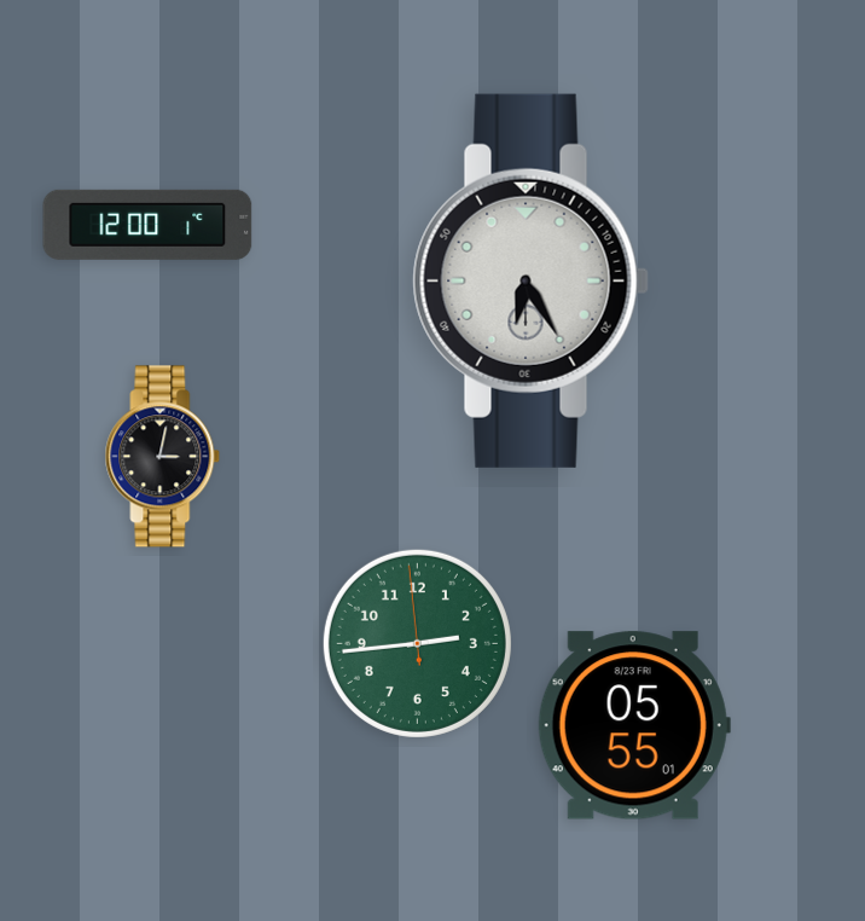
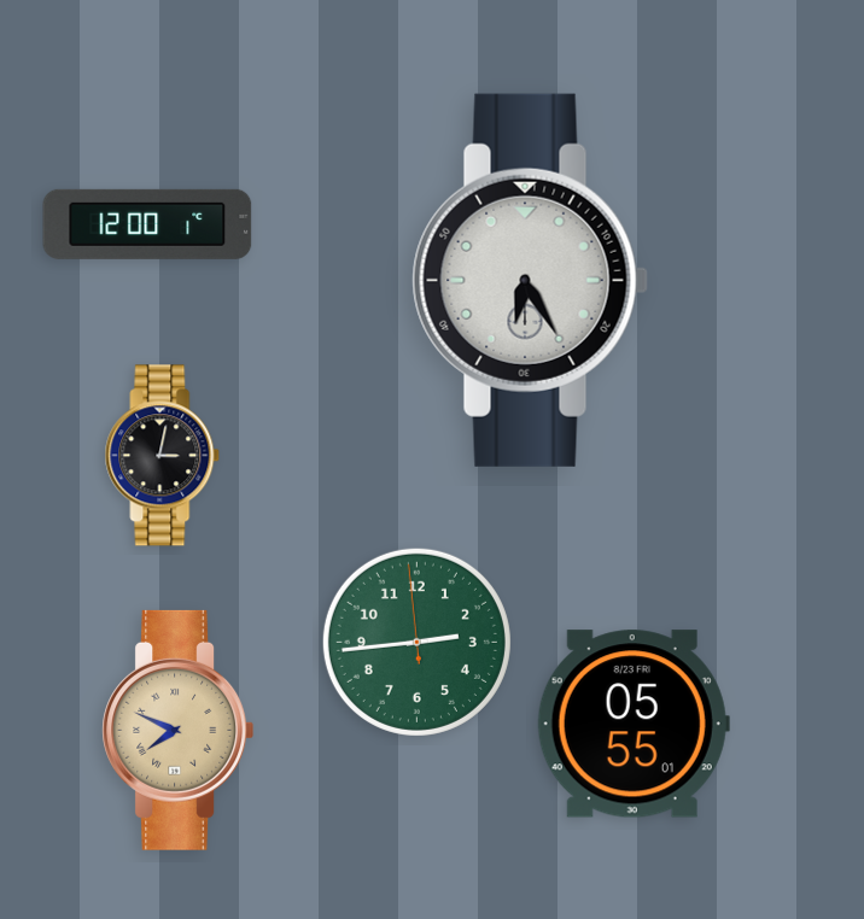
clock at (179, 730): none -> 7:49
